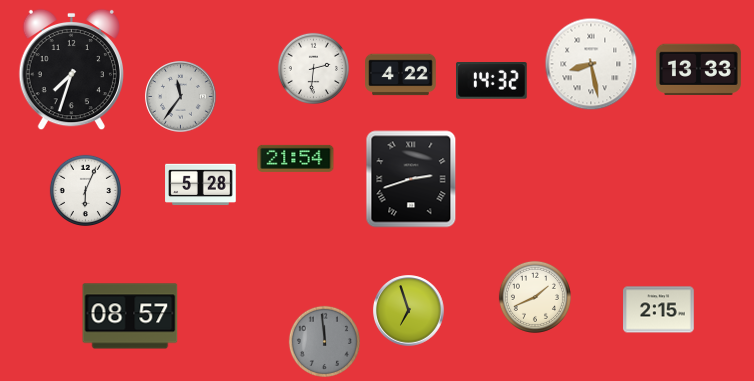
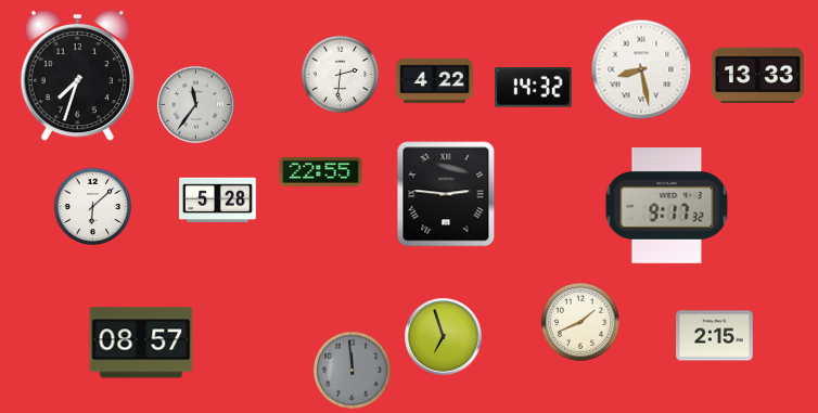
clock at (296, 158): 21:54 -> 22:55
clock at (411, 179): 2:42 -> 2:46
clock at (85, 190): 6:04 -> 6:08
clock at (667, 206): none -> 9:17
